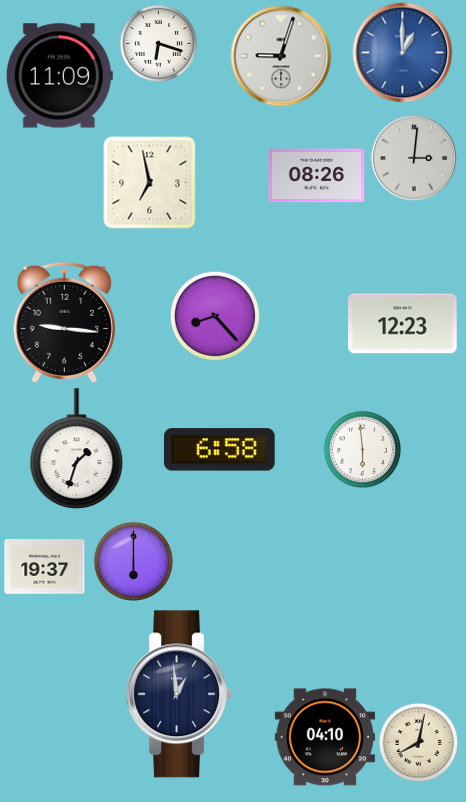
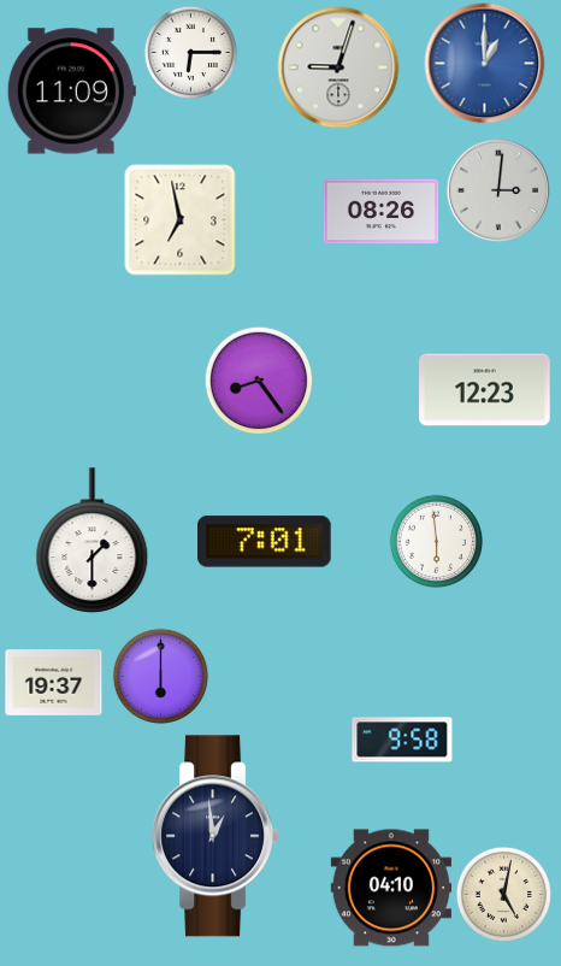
clock at (158, 43): 6:18 -> 6:15
clock at (215, 316): 8:23 -> 8:24
clock at (64, 322): 9:16 -> none
clock at (77, 449): 1:33 -> 1:30
clock at (220, 450): 6:58 -> 7:01
clock at (402, 740): none -> 9:58
clock at (418, 742): 8:02 -> 5:02
